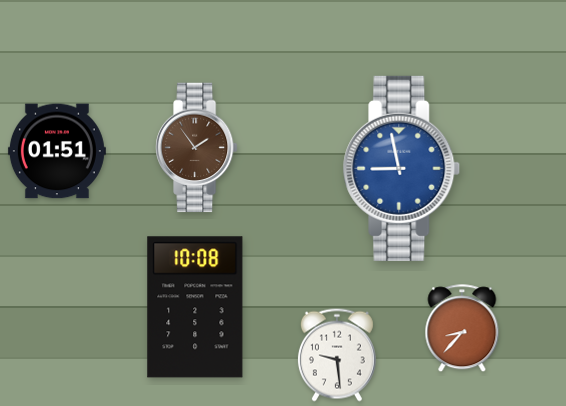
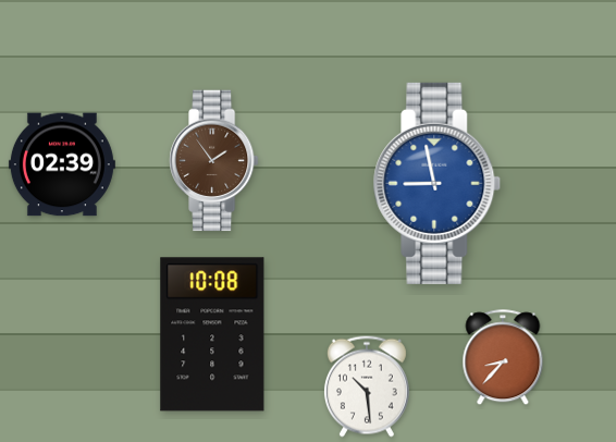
clock at (57, 151): 01:51 -> 02:39
clock at (337, 355): 9:29 -> 10:29
